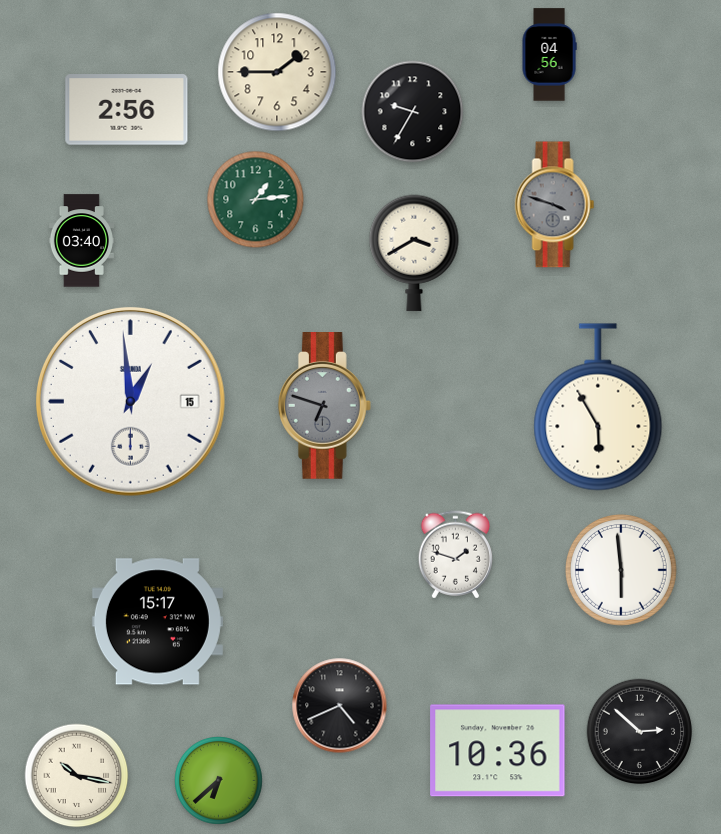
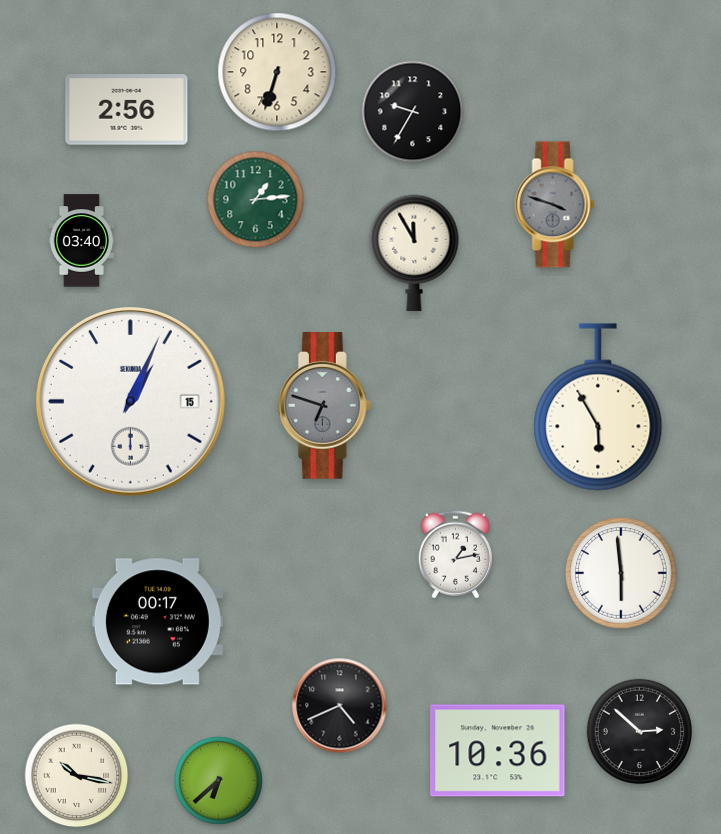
clock at (549, 55): 04:56 -> none
clock at (277, 72): 1:45 -> 6:33
clock at (414, 253): 3:40 -> 11:55
clock at (131, 402): 12:59 -> 1:04
clock at (455, 555): 1:48 -> 1:13
clock at (621, 570) position: (621, 570) -> (621, 573)
clock at (157, 622): 15:17 -> 00:17
